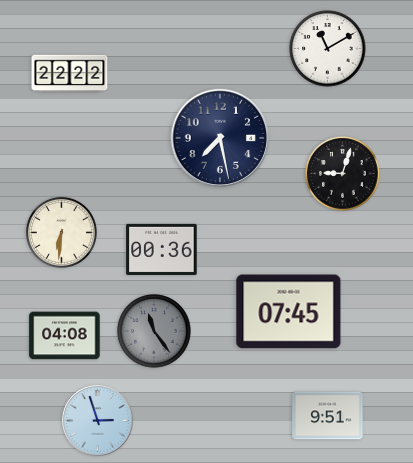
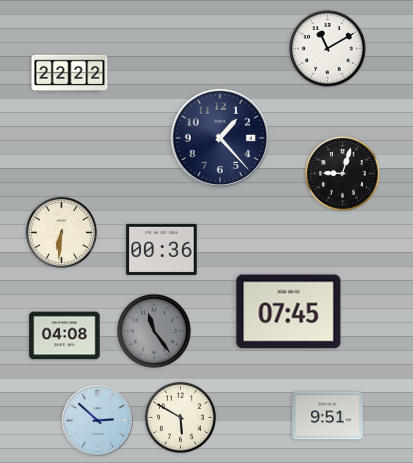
clock at (219, 137): 7:28 -> 1:23
clock at (180, 417): none -> 5:50
clock at (98, 421): 2:57 -> 2:52
